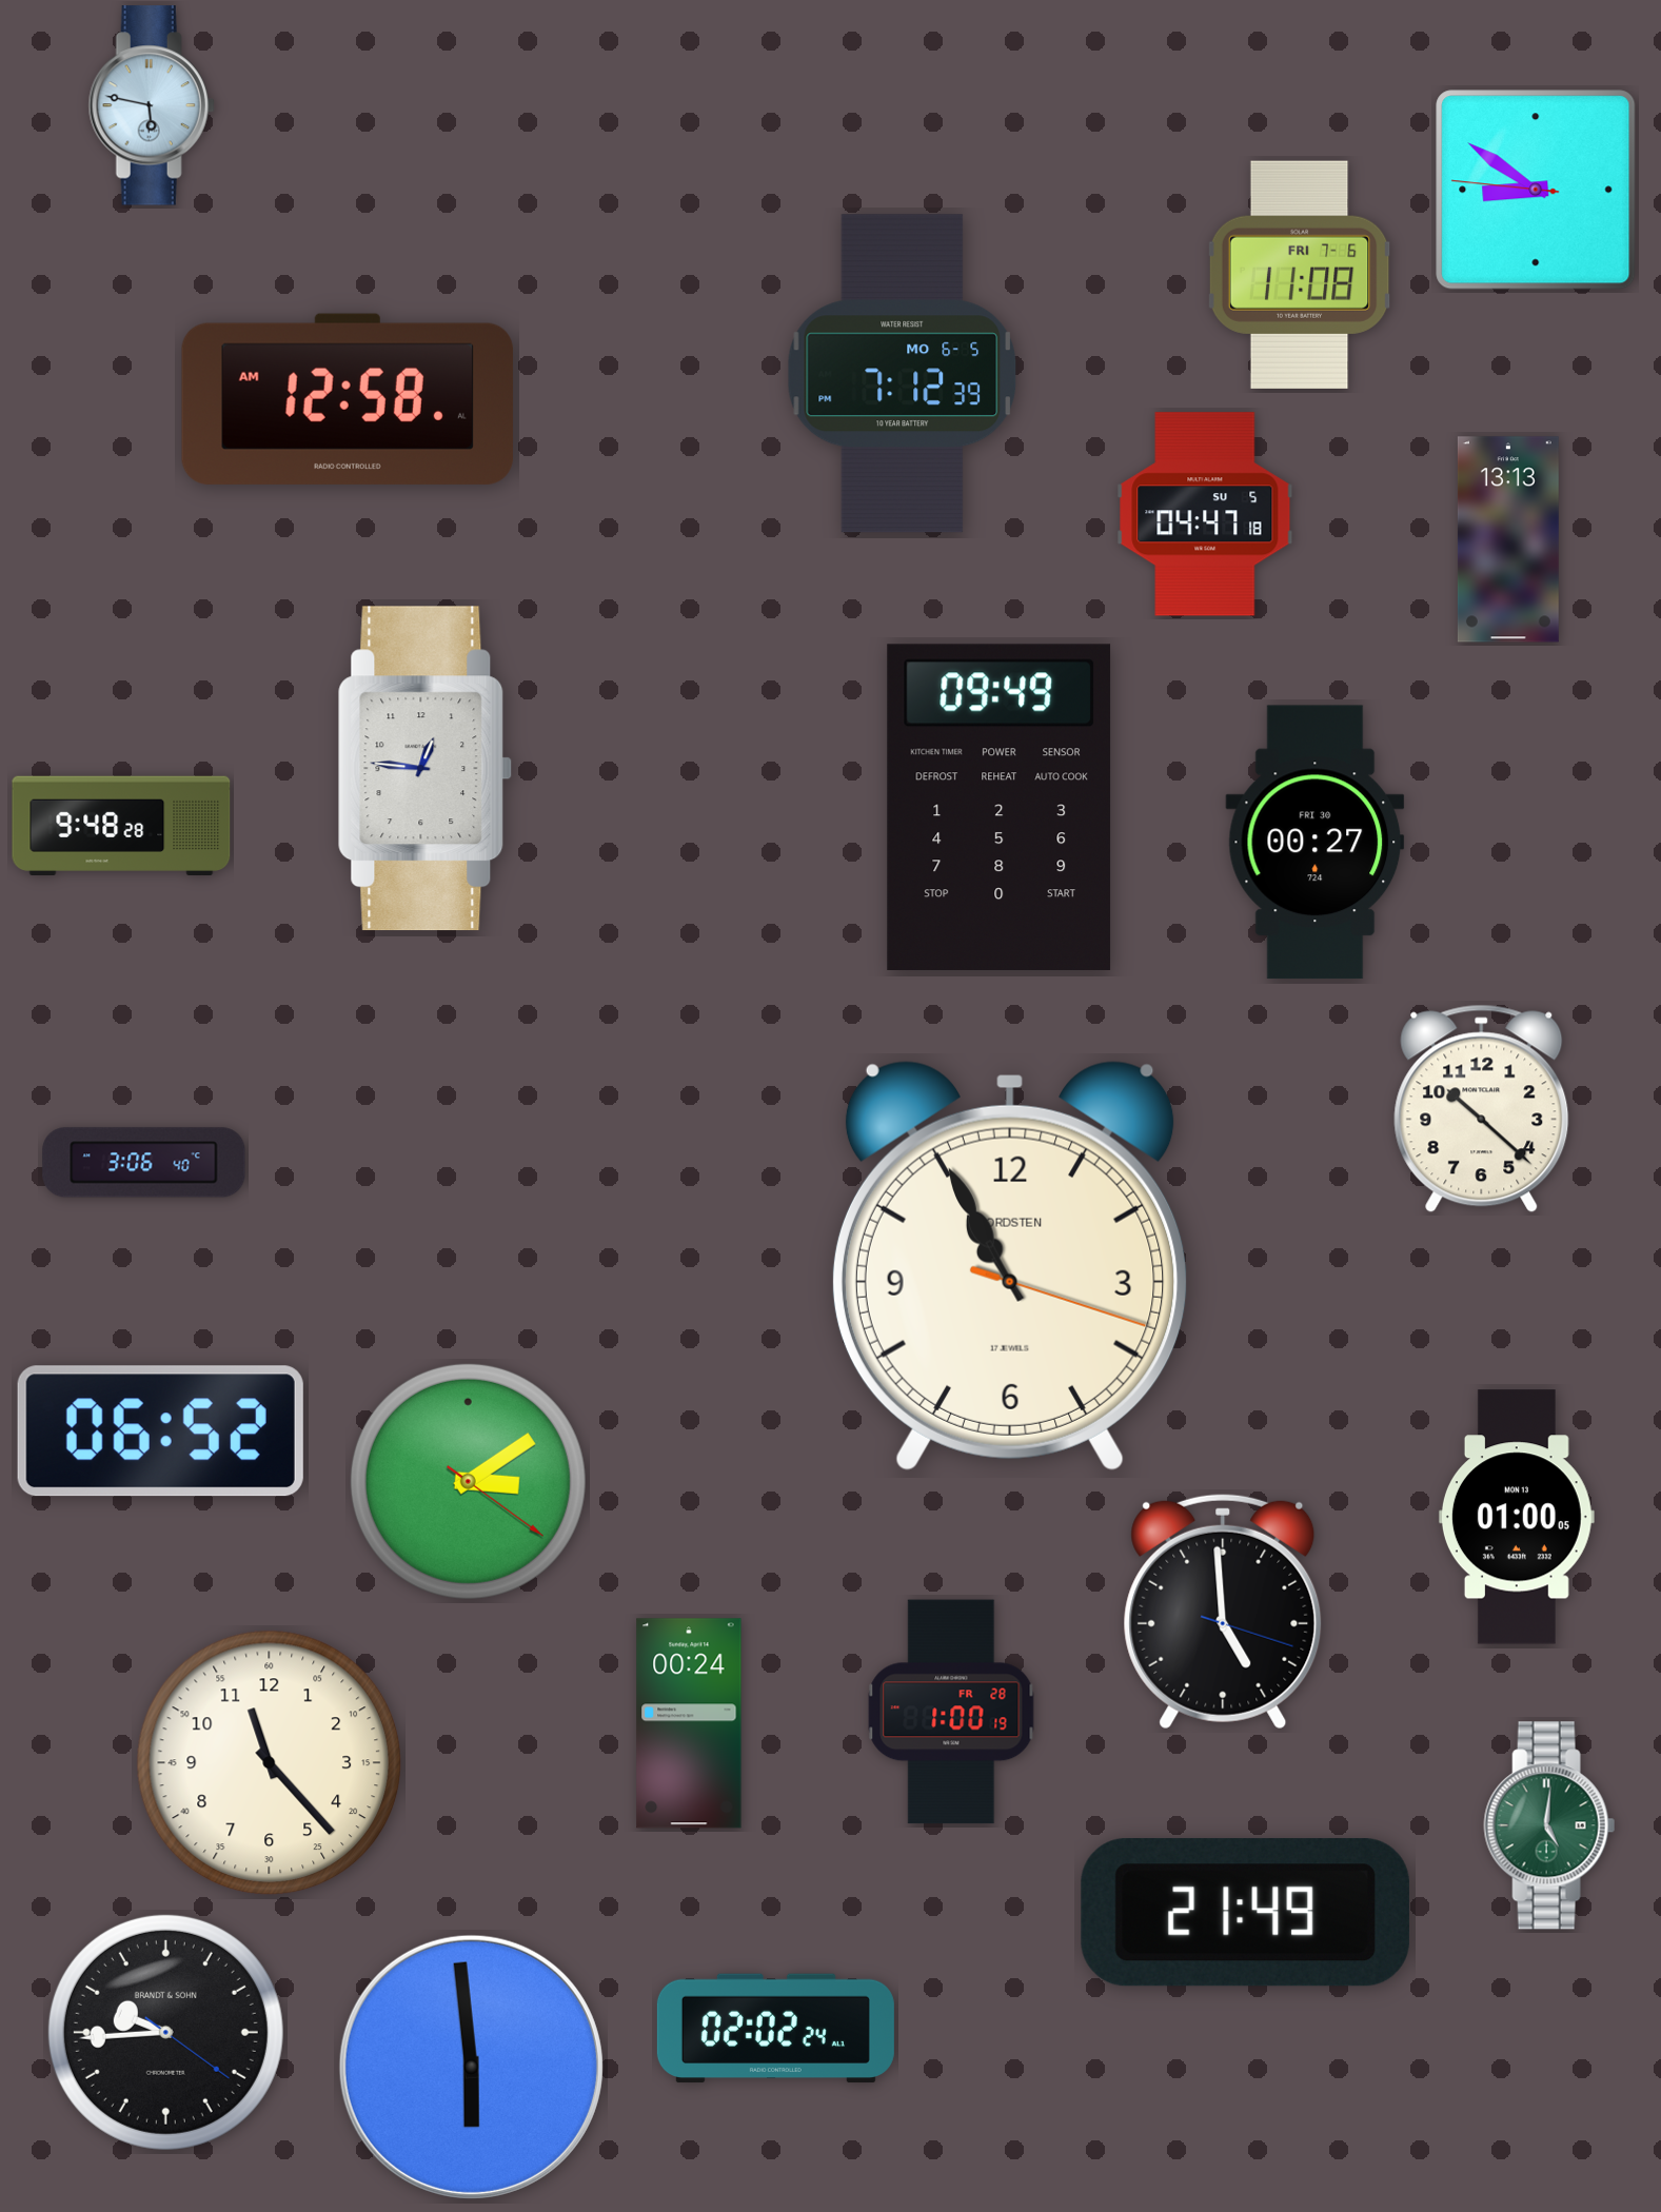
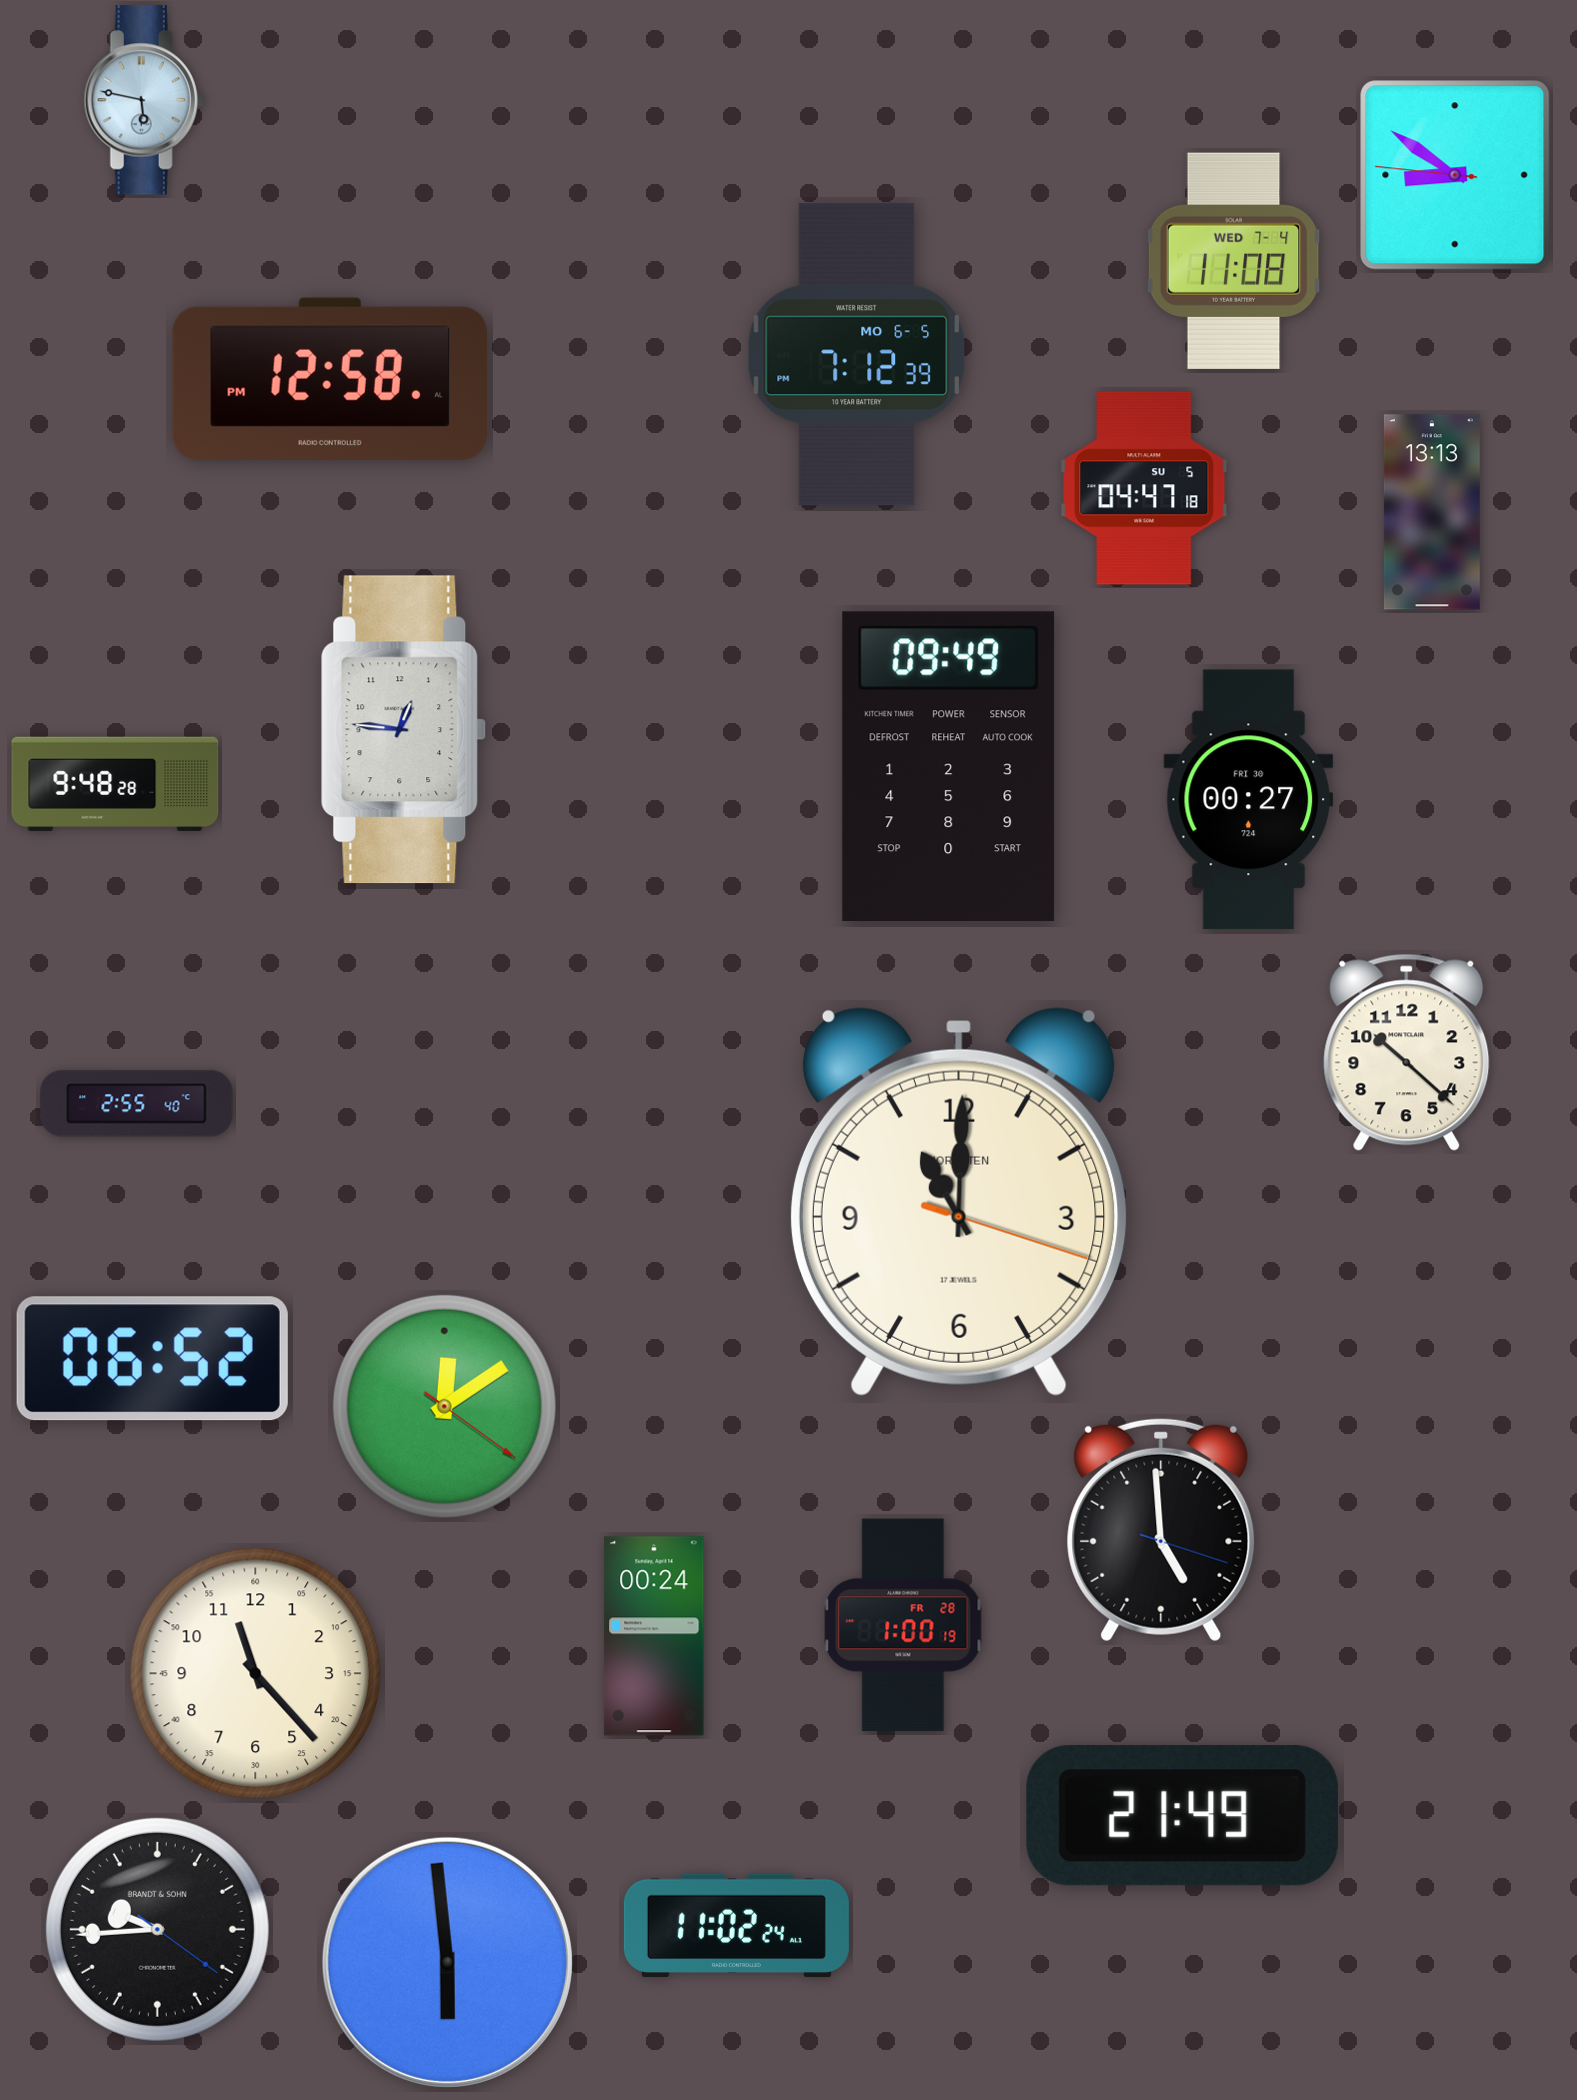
clock at (1536, 190) position: (1536, 190) -> (1455, 175)
clock at (1300, 275) date: FRI 7-6 -> WED 7-4
clock at (348, 399): 12:58 AM -> 12:58 PM
clock at (144, 1163): 3:06 -> 2:55
clock at (1010, 1266): 10:55 -> 11:00
clock at (468, 1481): 3:09 -> 12:09
clock at (1517, 1517): 01:00 -> none
clock at (1549, 1825): 5:01 -> none
clock at (775, 2029): 02:02 -> 11:02
